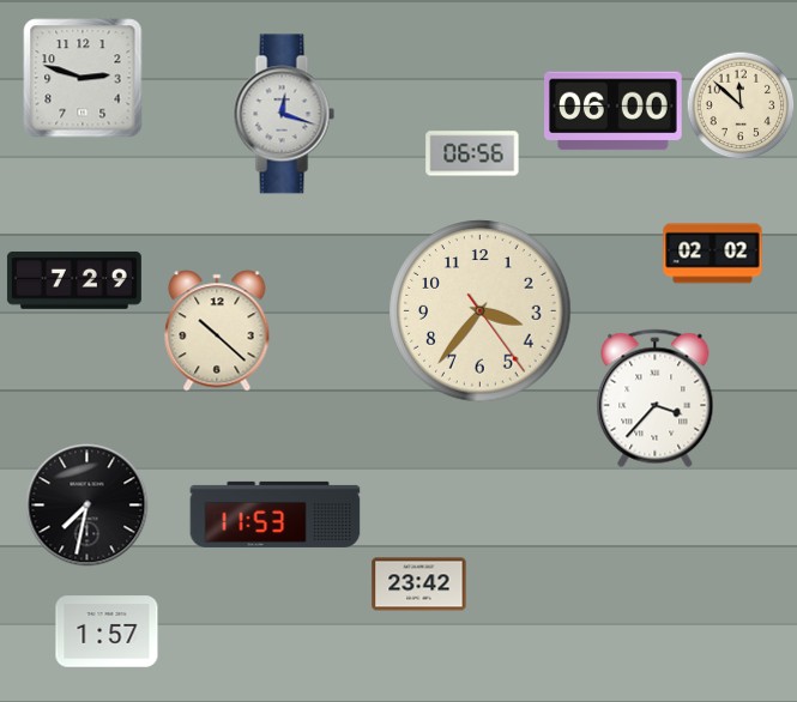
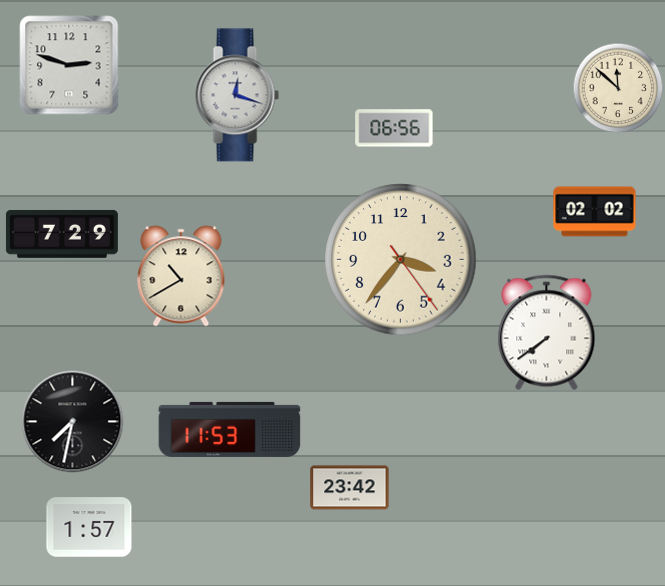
clock at (614, 111): 06:00 -> none
clock at (217, 331): 10:22 -> 10:40
clock at (656, 399): 3:37 -> 7:39
